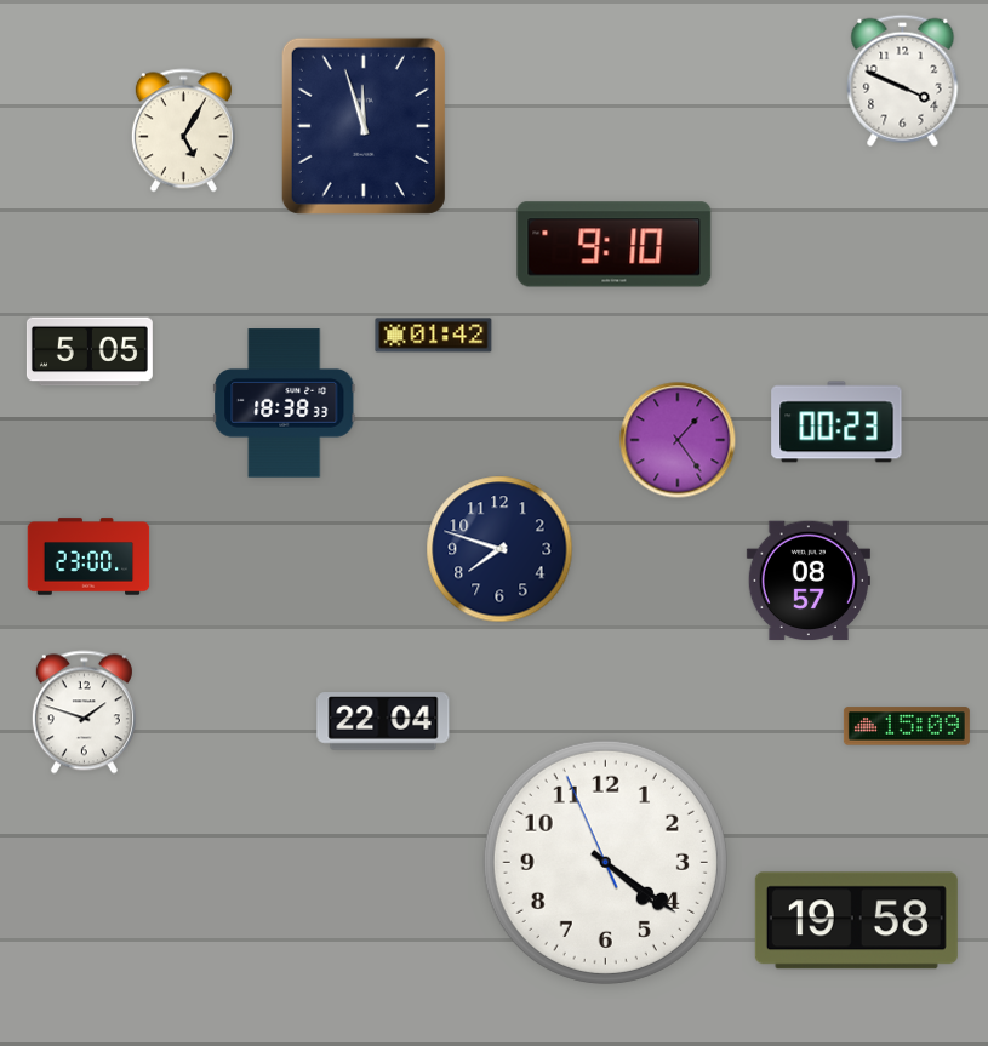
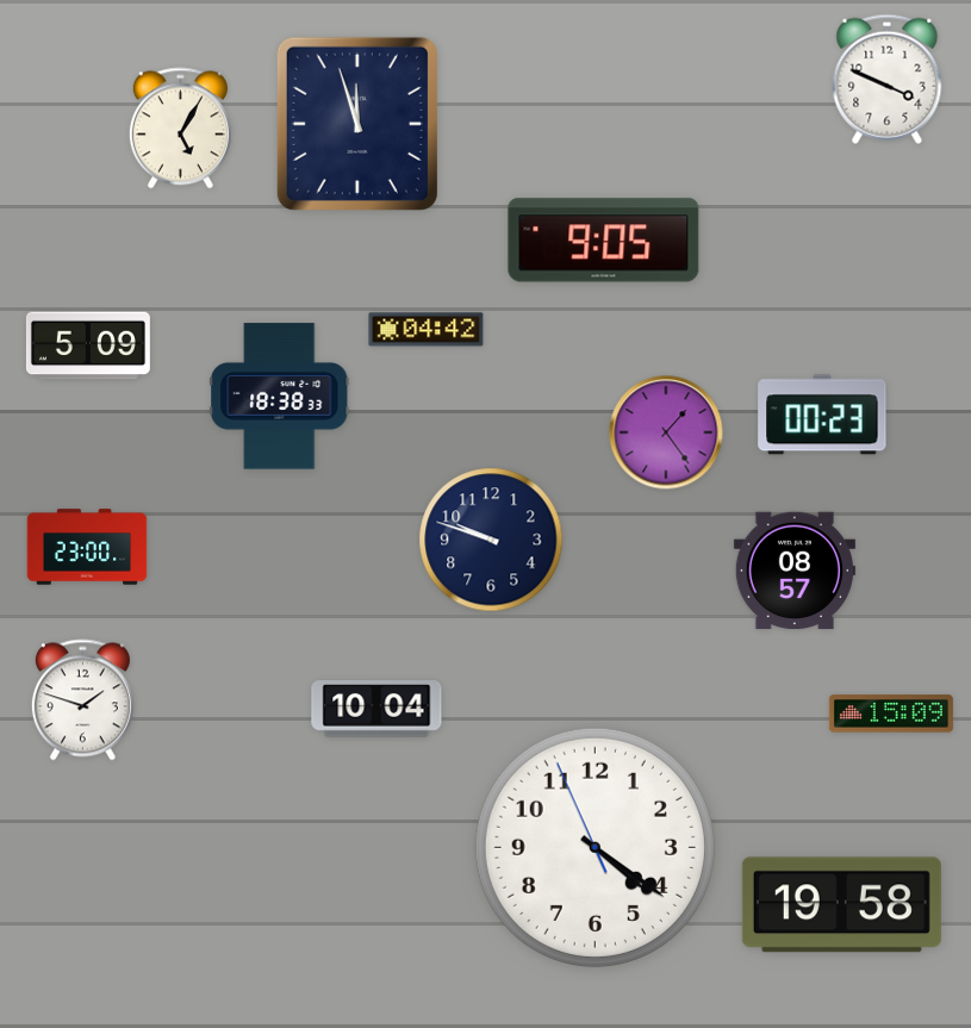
clock at (615, 245): 9:10 -> 9:05
clock at (434, 336): 01:42 -> 04:42
clock at (90, 351): 5:05 -> 5:09
clock at (499, 549): 7:48 -> 9:48
clock at (383, 721): 22:04 -> 10:04
